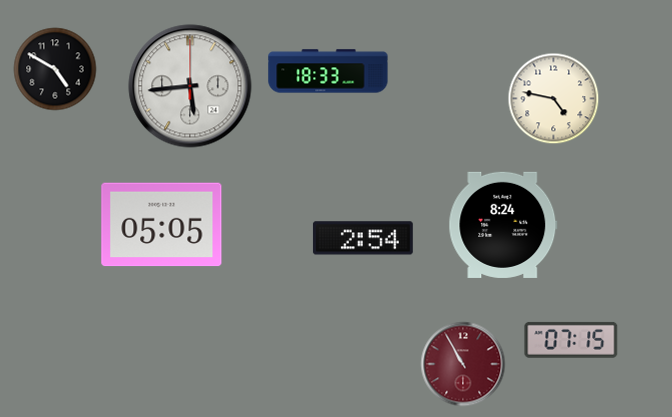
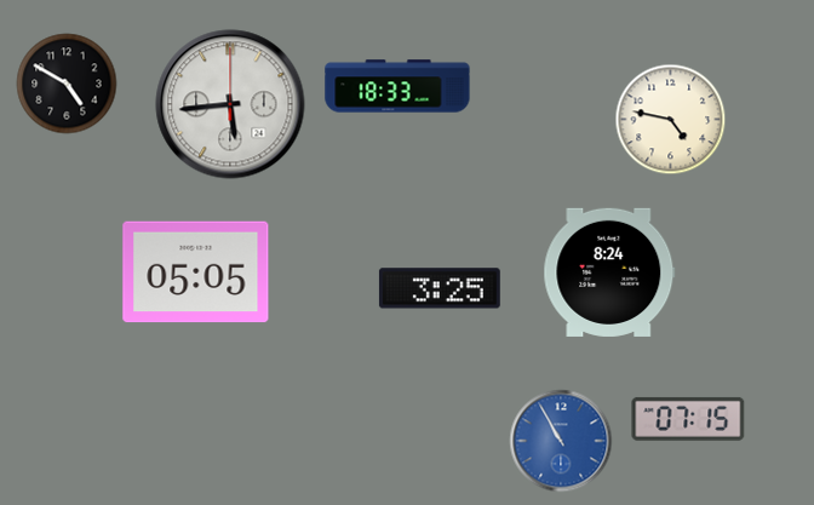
clock at (363, 238): 2:54 -> 3:25
clock at (571, 340) position: (571, 340) -> (688, 419)
clock at (463, 364) dial: burgundy -> blue
